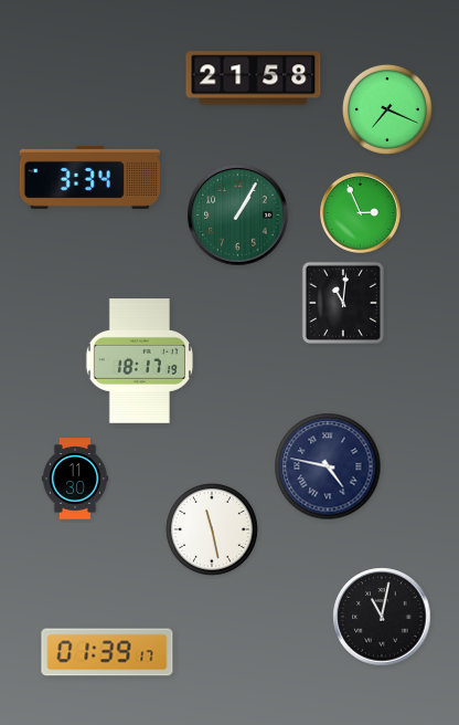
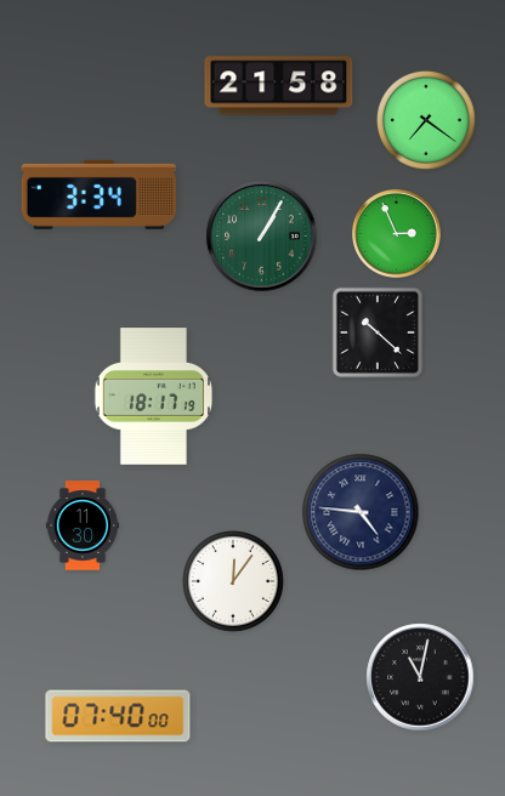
clock at (387, 109): 7:19 -> 7:21
clock at (343, 303): 11:01 -> 10:22
clock at (328, 466): 4:47 -> 4:46
clock at (213, 530): 11:28 -> 12:06
clock at (107, 652): 01:39 -> 07:40
